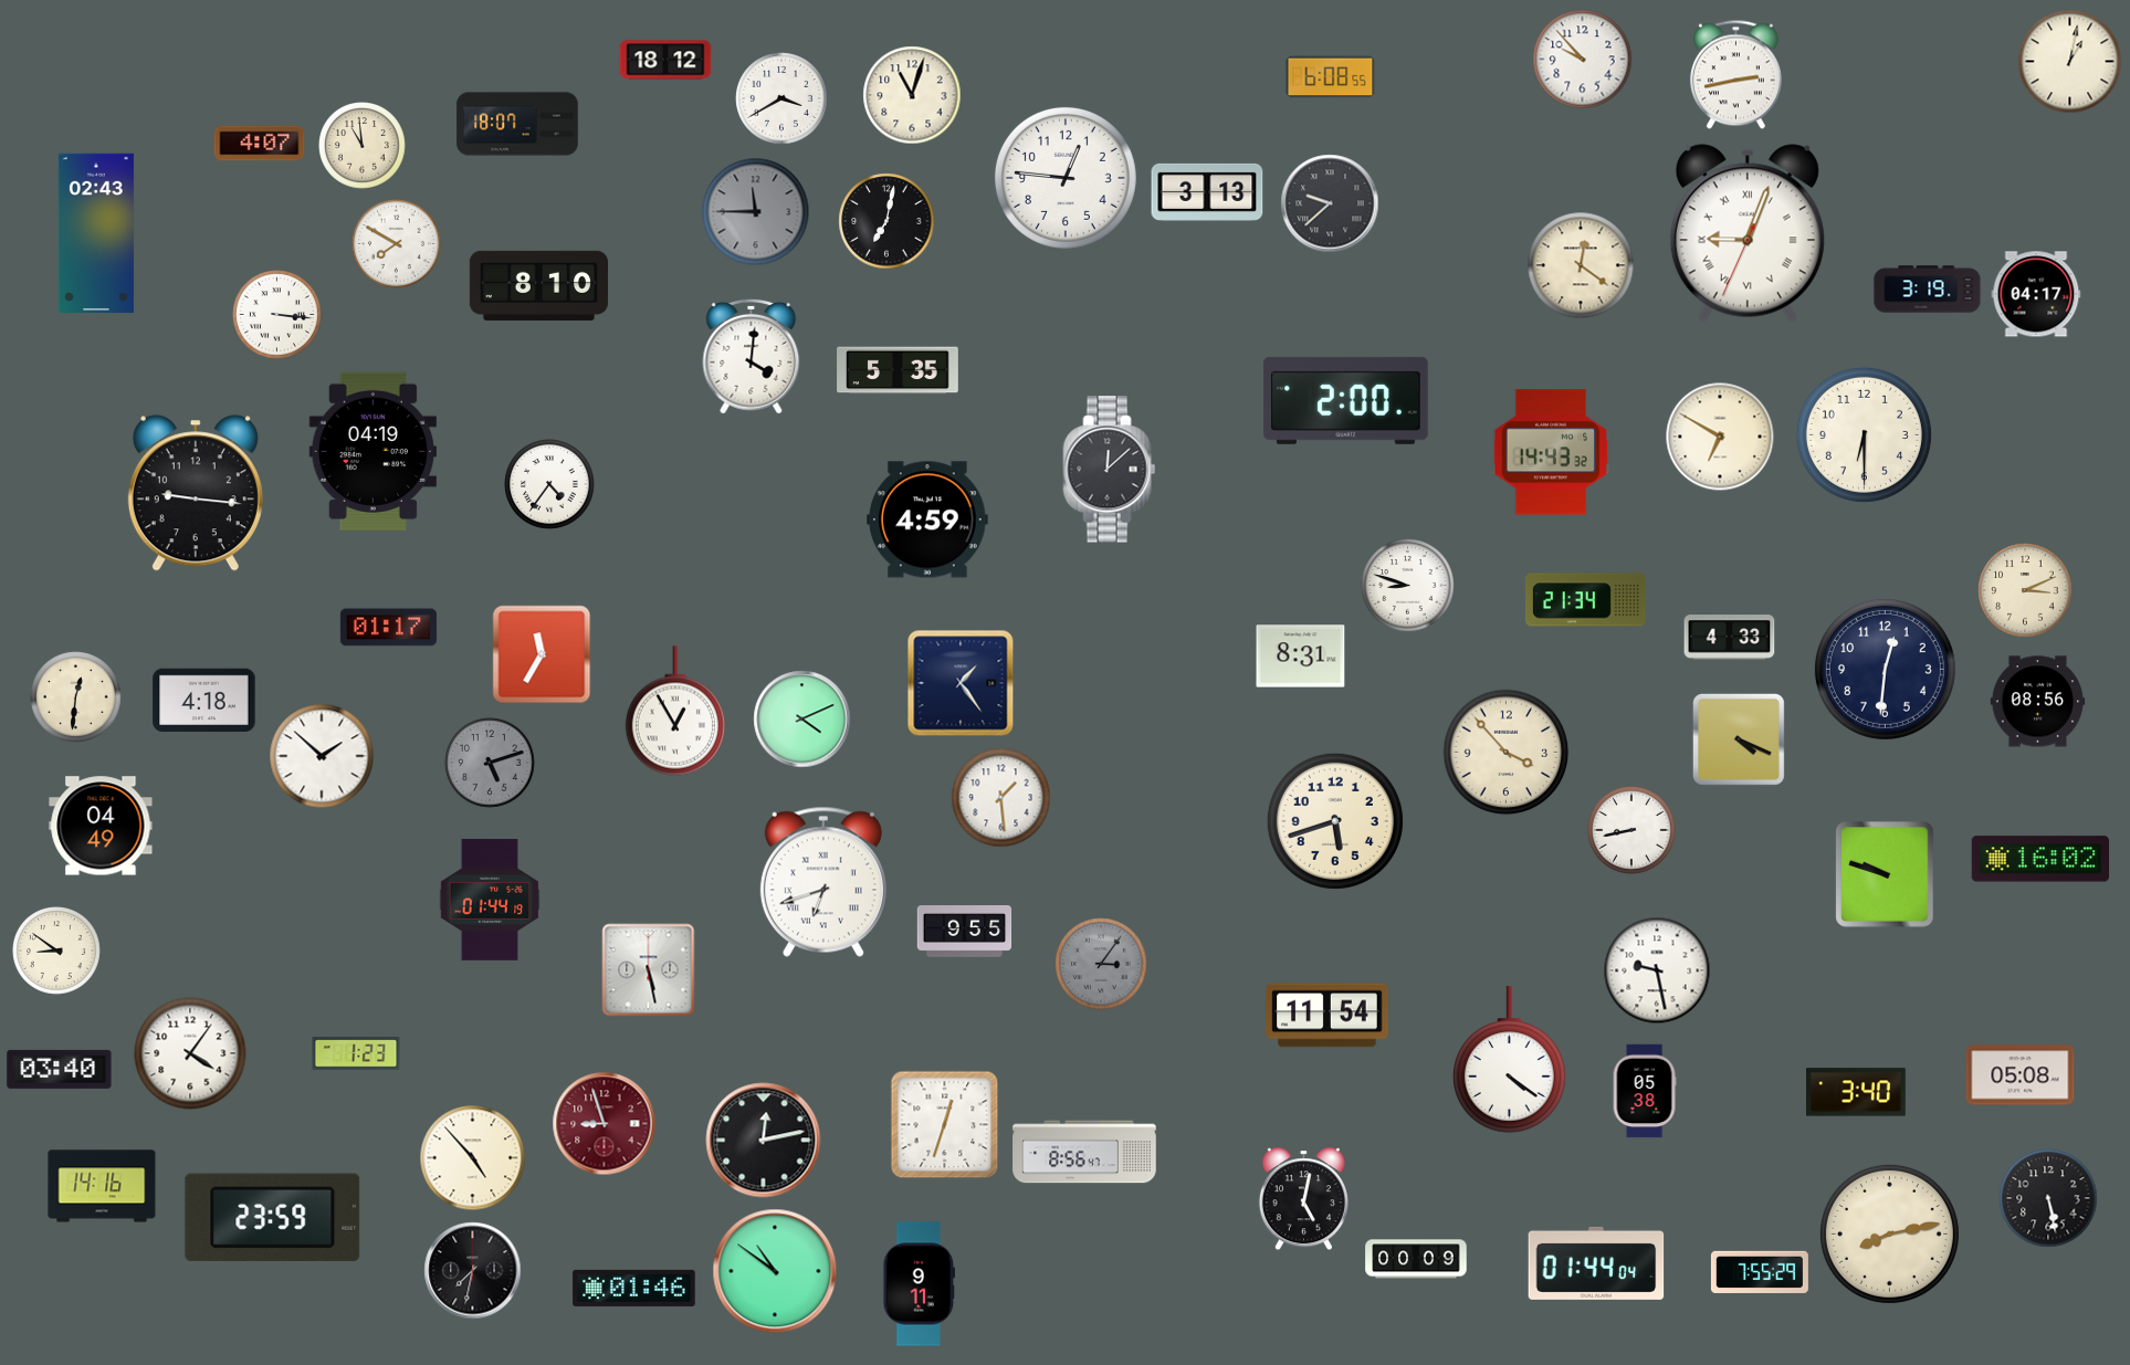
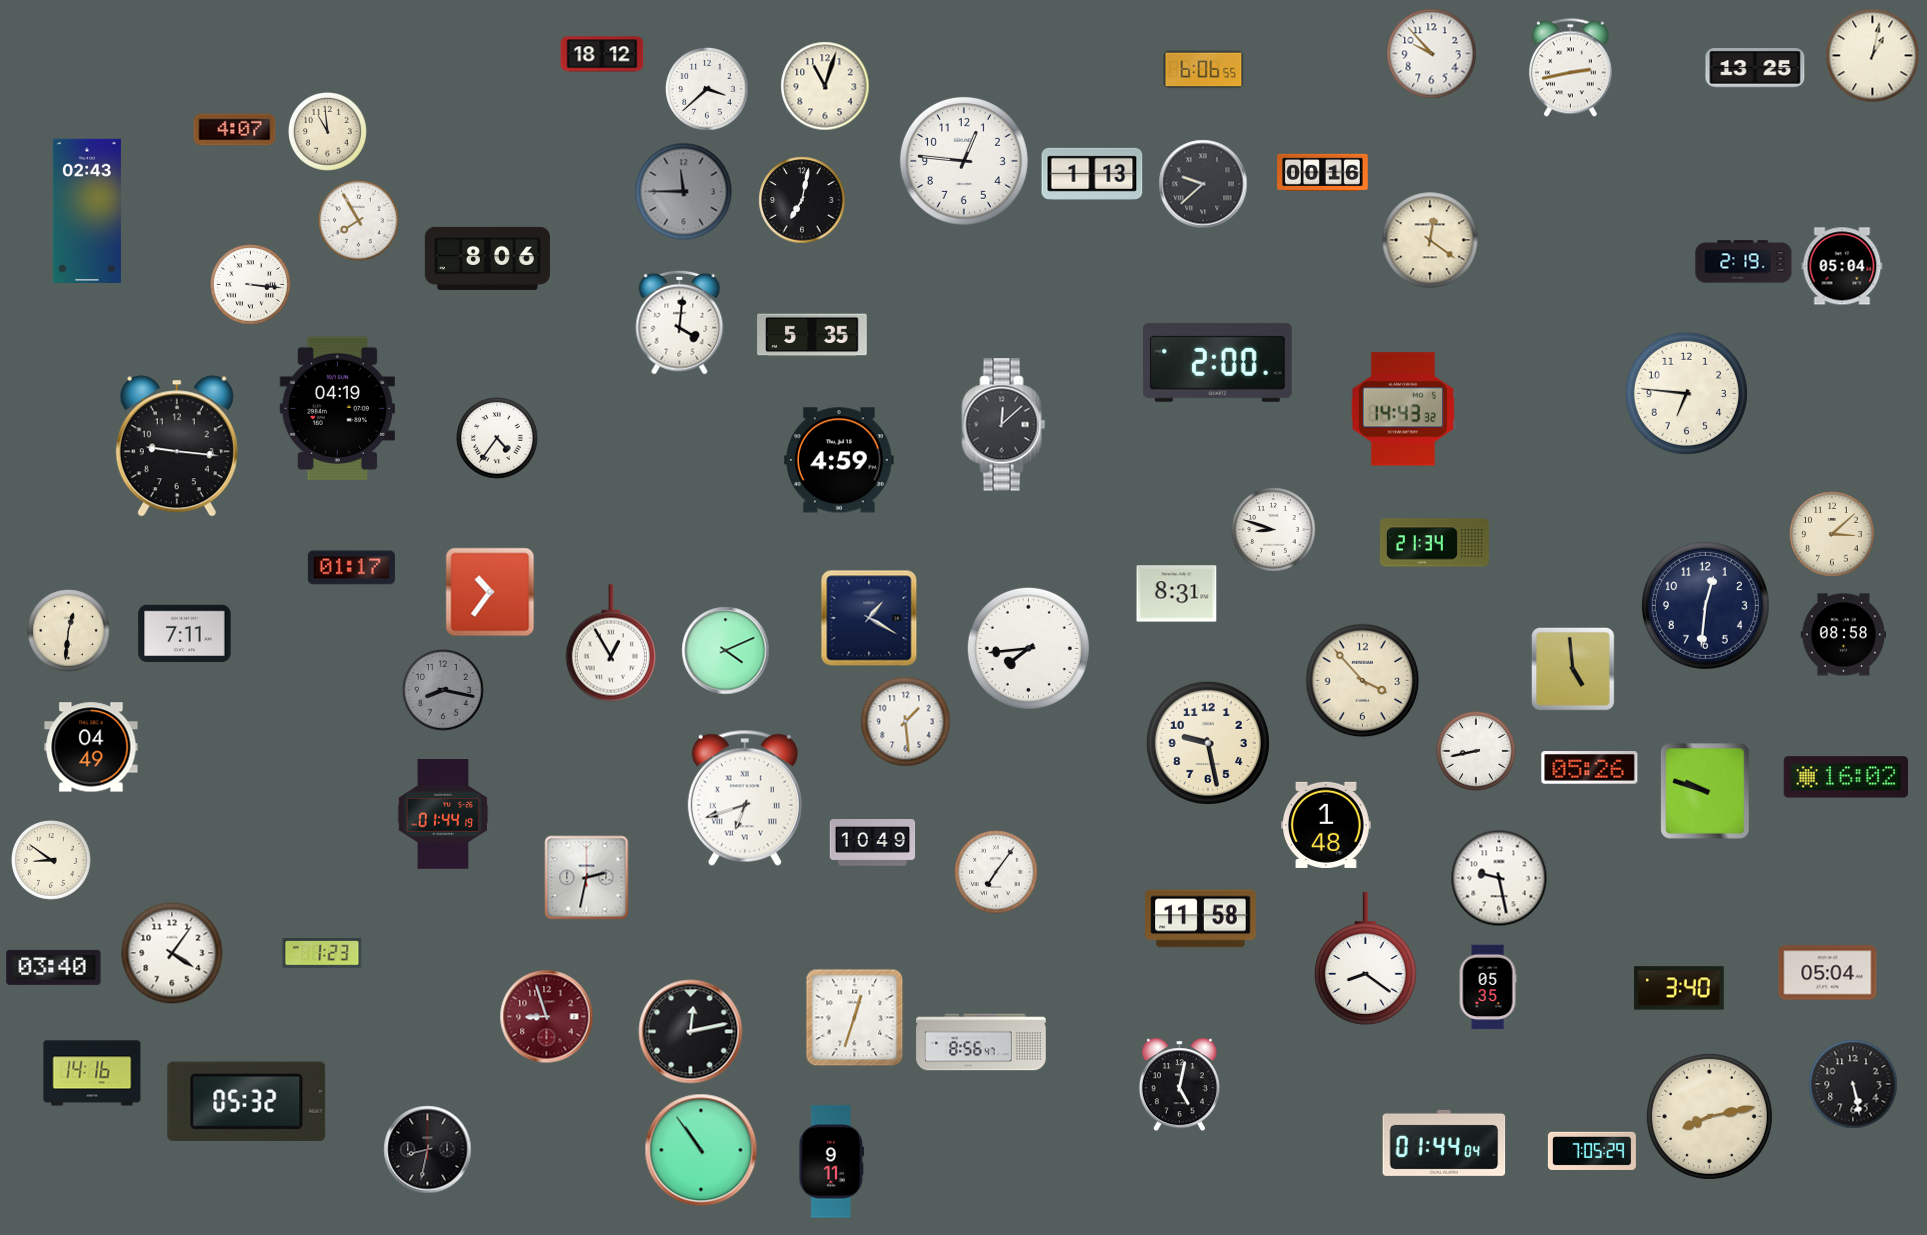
clock at (1755, 69): none -> 13:25
clock at (1331, 77): 6:08 -> 6:06
clock at (781, 98): 3:40 -> 3:38
clock at (517, 124): 18:07 -> none
clock at (1323, 172): none -> 00:16
clock at (1207, 192): 3:13 -> 1:13
clock at (1748, 233): 9:03 -> none
clock at (397, 244): 7:50 -> 7:55
clock at (538, 285): 8:10 -> 8:06
clock at (1928, 290): 3:19 -> 2:19
clock at (2036, 294): 04:17 -> 05:04
clock at (1864, 434): 6:30 -> 6:46
clock at (1720, 437): 6:50 -> none
clock at (928, 519) position: (928, 519) -> (840, 460)
clock at (2025, 590): 3:11 -> 3:08
clock at (1730, 638): 4:33 -> none
clock at (542, 654): 11:35 -> 10:36
clock at (961, 683): 1:24 -> 1:20
clock at (204, 701): 4:18 -> 7:11
clock at (2038, 702): 08:56 -> 08:58
clock at (1028, 648): none -> 7:44
clock at (1739, 739): 4:19 -> 4:59
clock at (322, 756): 1:52 -> none
clock at (490, 763): 5:12 -> 8:17
clock at (1335, 821): 5:42 -> 9:28
clock at (1590, 768): none -> 05:26
clock at (1327, 825): none -> 1:48
clock at (965, 932): 9:55 -> 10:49
clock at (1101, 964): 3:06 -> 7:06
clock at (1101, 964) dial: grey -> white
clock at (649, 970): 5:28 -> 2:32
clock at (1328, 1016): 11:54 -> 11:58
clock at (1510, 1060): 4:21 -> 8:21
clock at (2021, 1075): 05:08 -> 05:04
clock at (1645, 1091): 05:38 -> 05:35
clock at (473, 1158): 4:53 -> none
clock at (273, 1217): 23:59 -> 05:32
clock at (1416, 1259): 00:09 -> none
clock at (473, 1271): 7:32 -> 8:32
clock at (775, 1271): 10:51 -> 10:54
clock at (1760, 1272): 7:55 -> 7:05
clock at (634, 1288): 01:46 -> none
